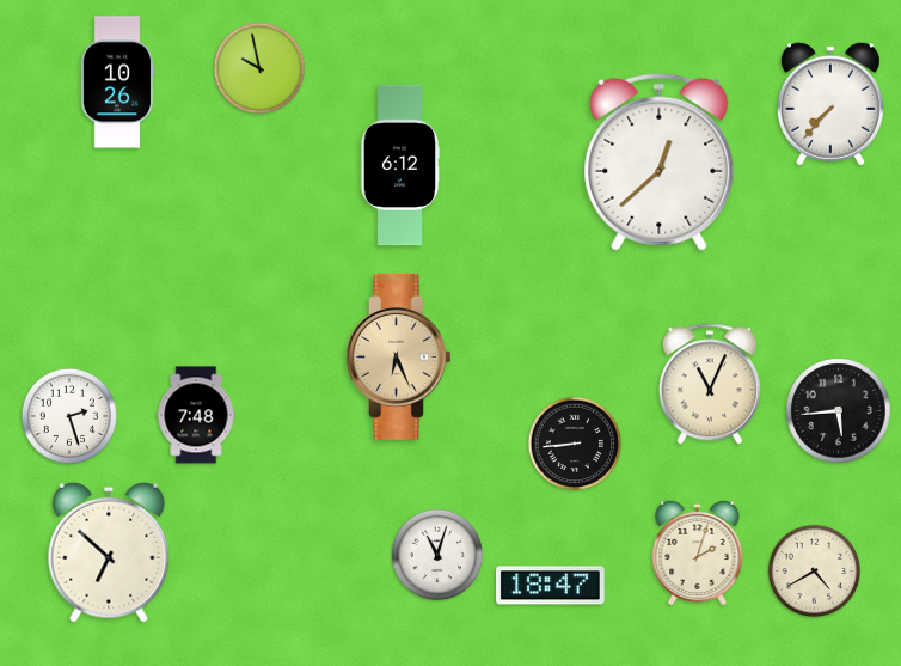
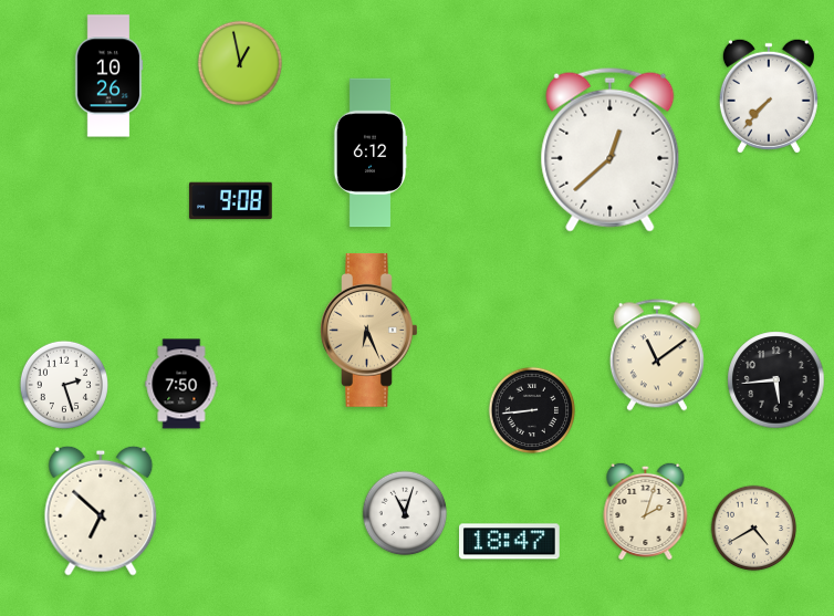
clock at (259, 68): 9:58 -> 12:58
clock at (231, 201): none -> 9:08
clock at (710, 384): 11:04 -> 11:09
clock at (196, 415): 7:48 -> 7:50
